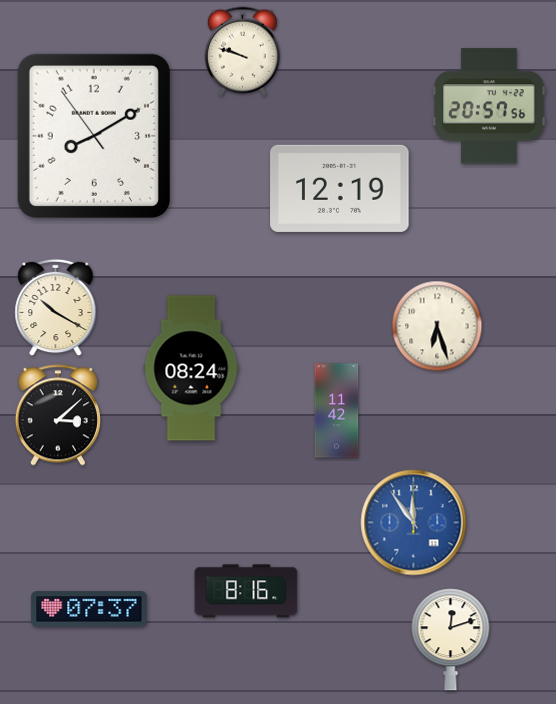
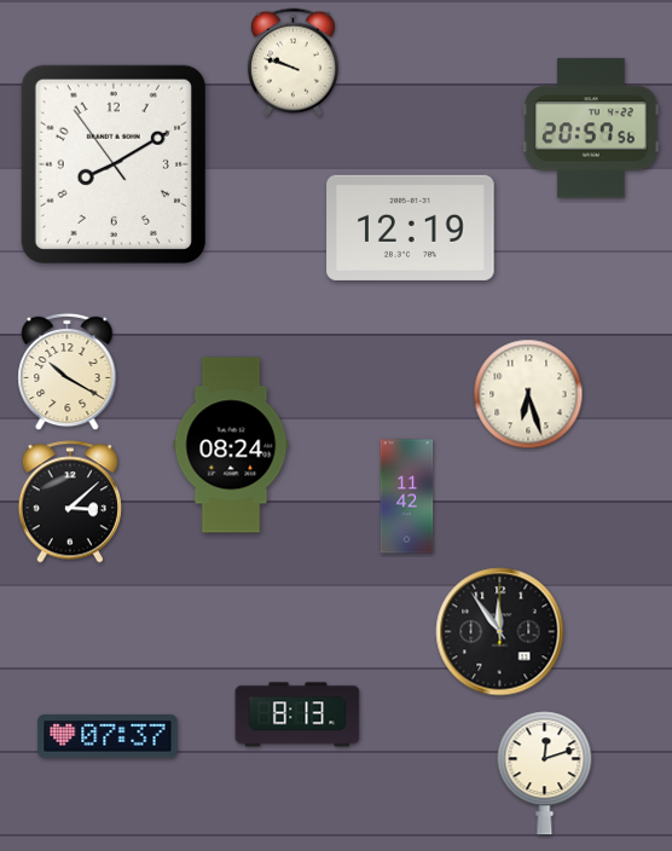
clock at (414, 523) dial: blue -> black
clock at (246, 591): 8:16 -> 8:13
